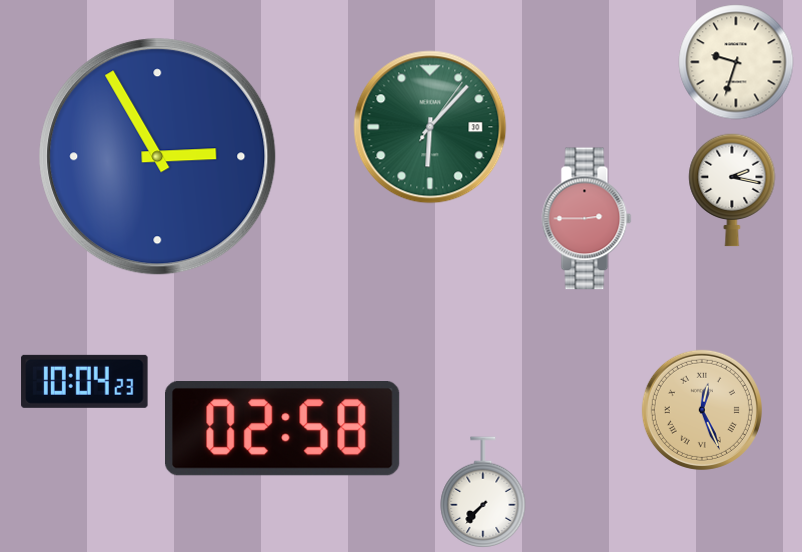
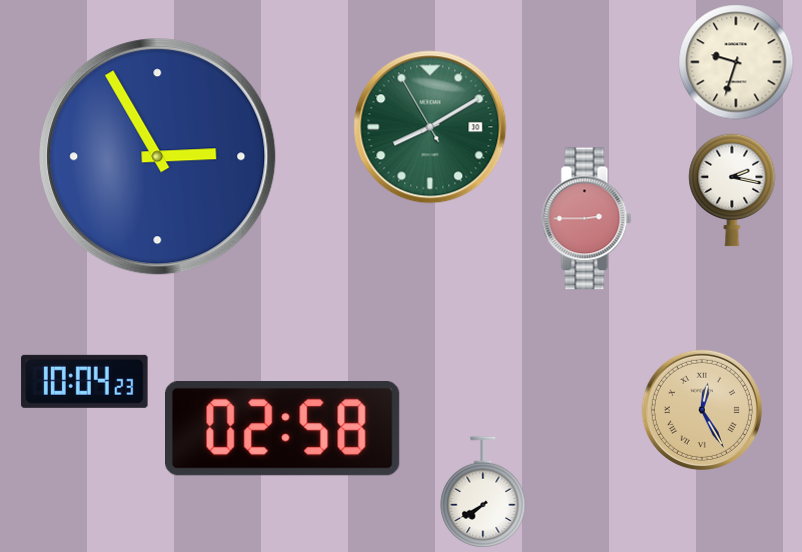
clock at (430, 127): 6:07 -> 8:09
clock at (702, 410): 12:26 -> 12:25
clock at (483, 492): 7:37 -> 7:40
